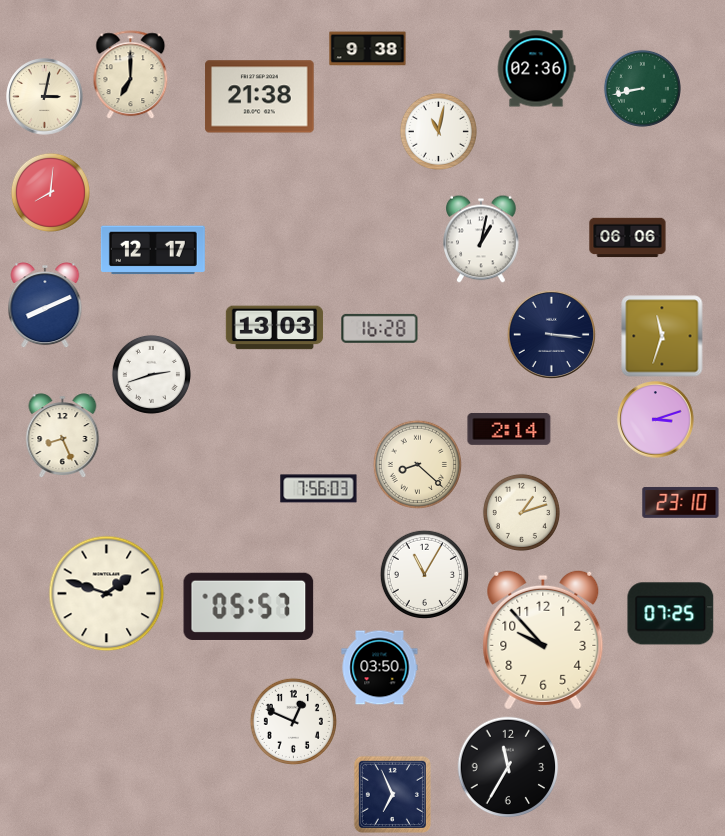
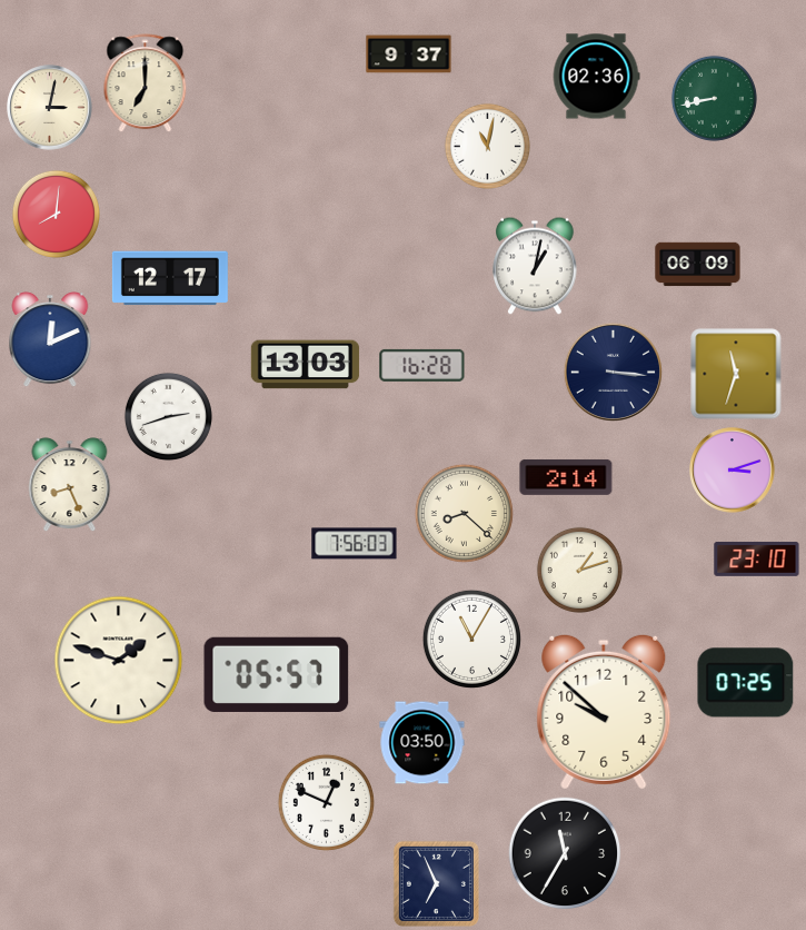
clock at (368, 49): 9:38 -> 9:37
clock at (260, 97): 21:38 -> none
clock at (628, 238): 06:06 -> 06:09
clock at (45, 306): 8:11 -> 12:11
clock at (656, 420) position: (656, 420) -> (733, 471)
clock at (417, 464) position: (417, 464) -> (464, 513)
clock at (543, 640): 9:53 -> 9:52
